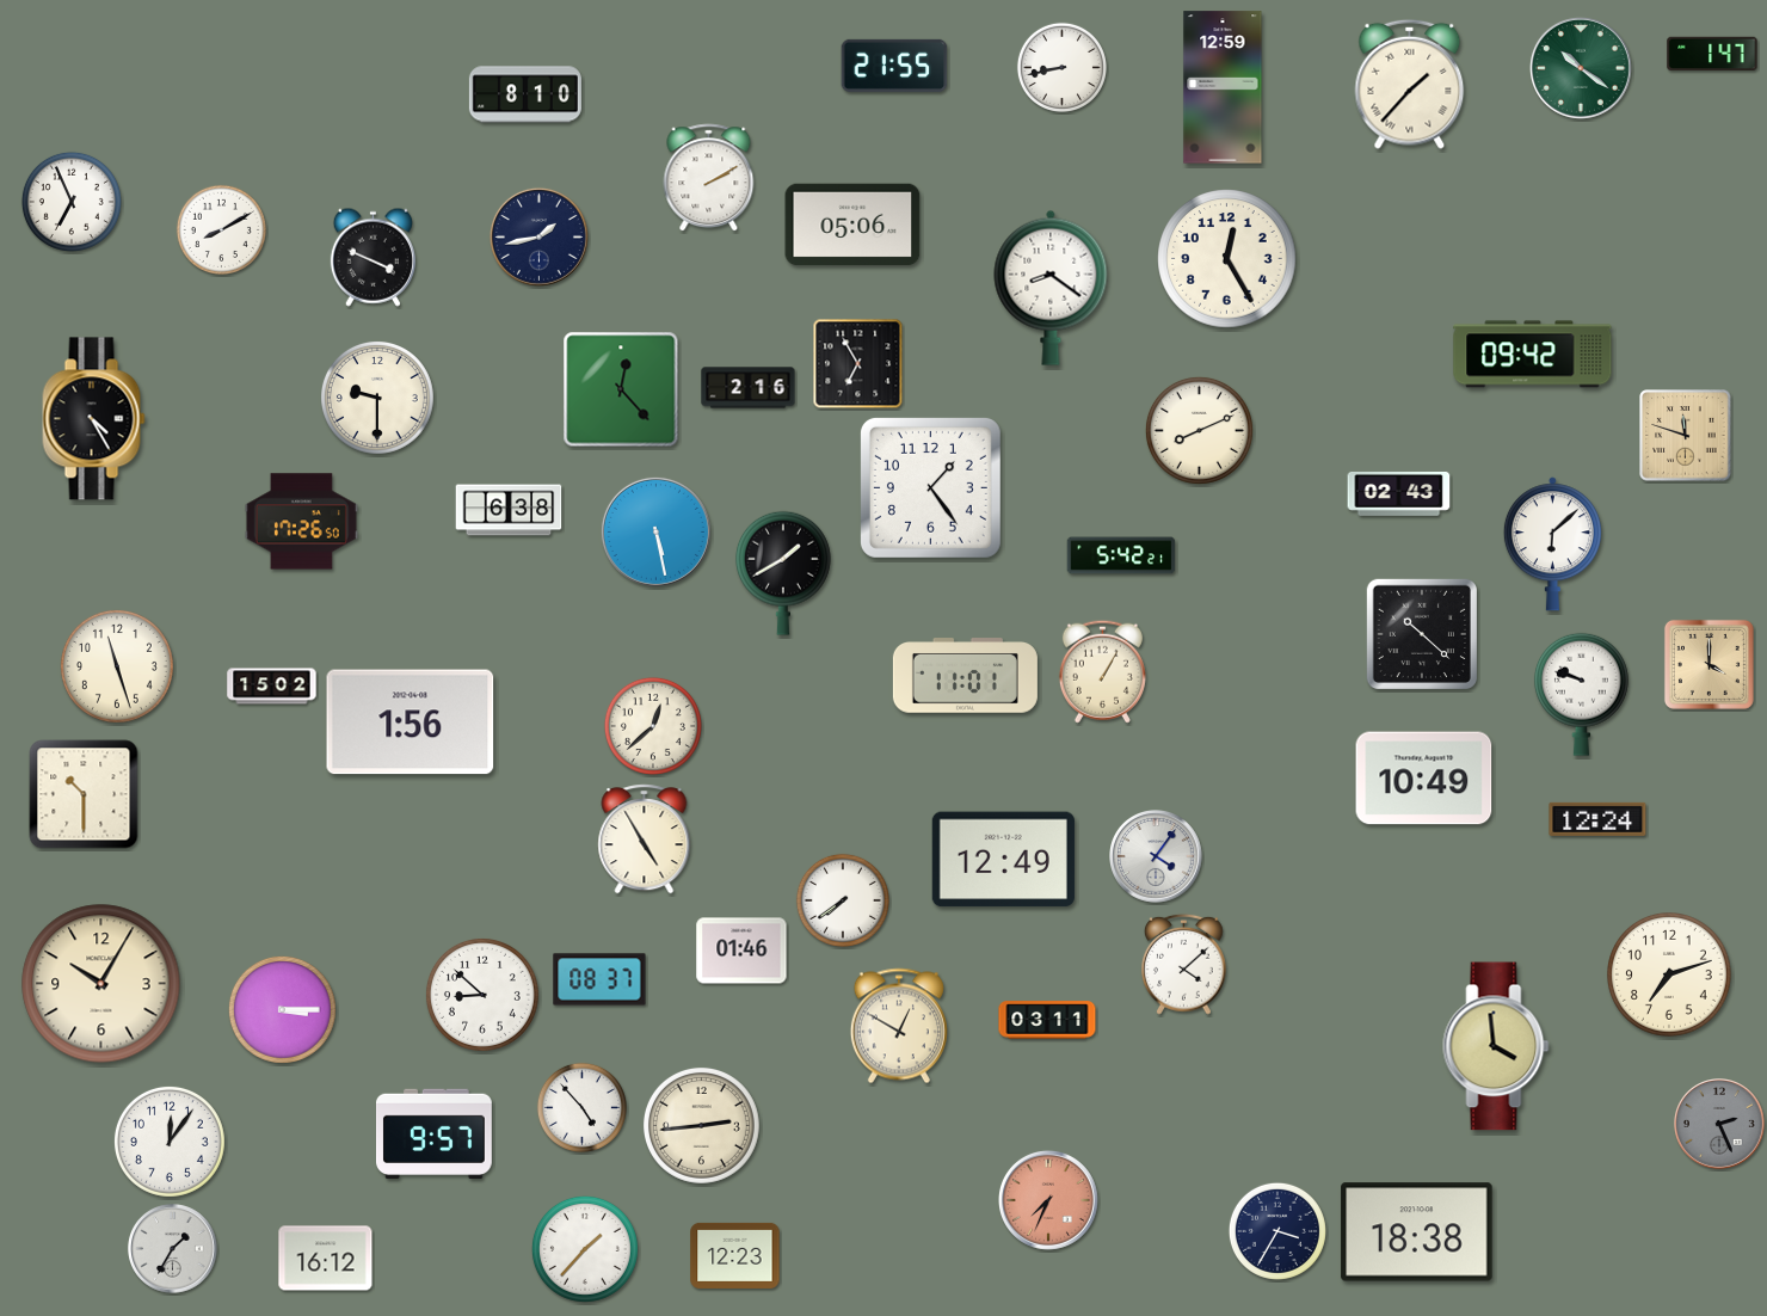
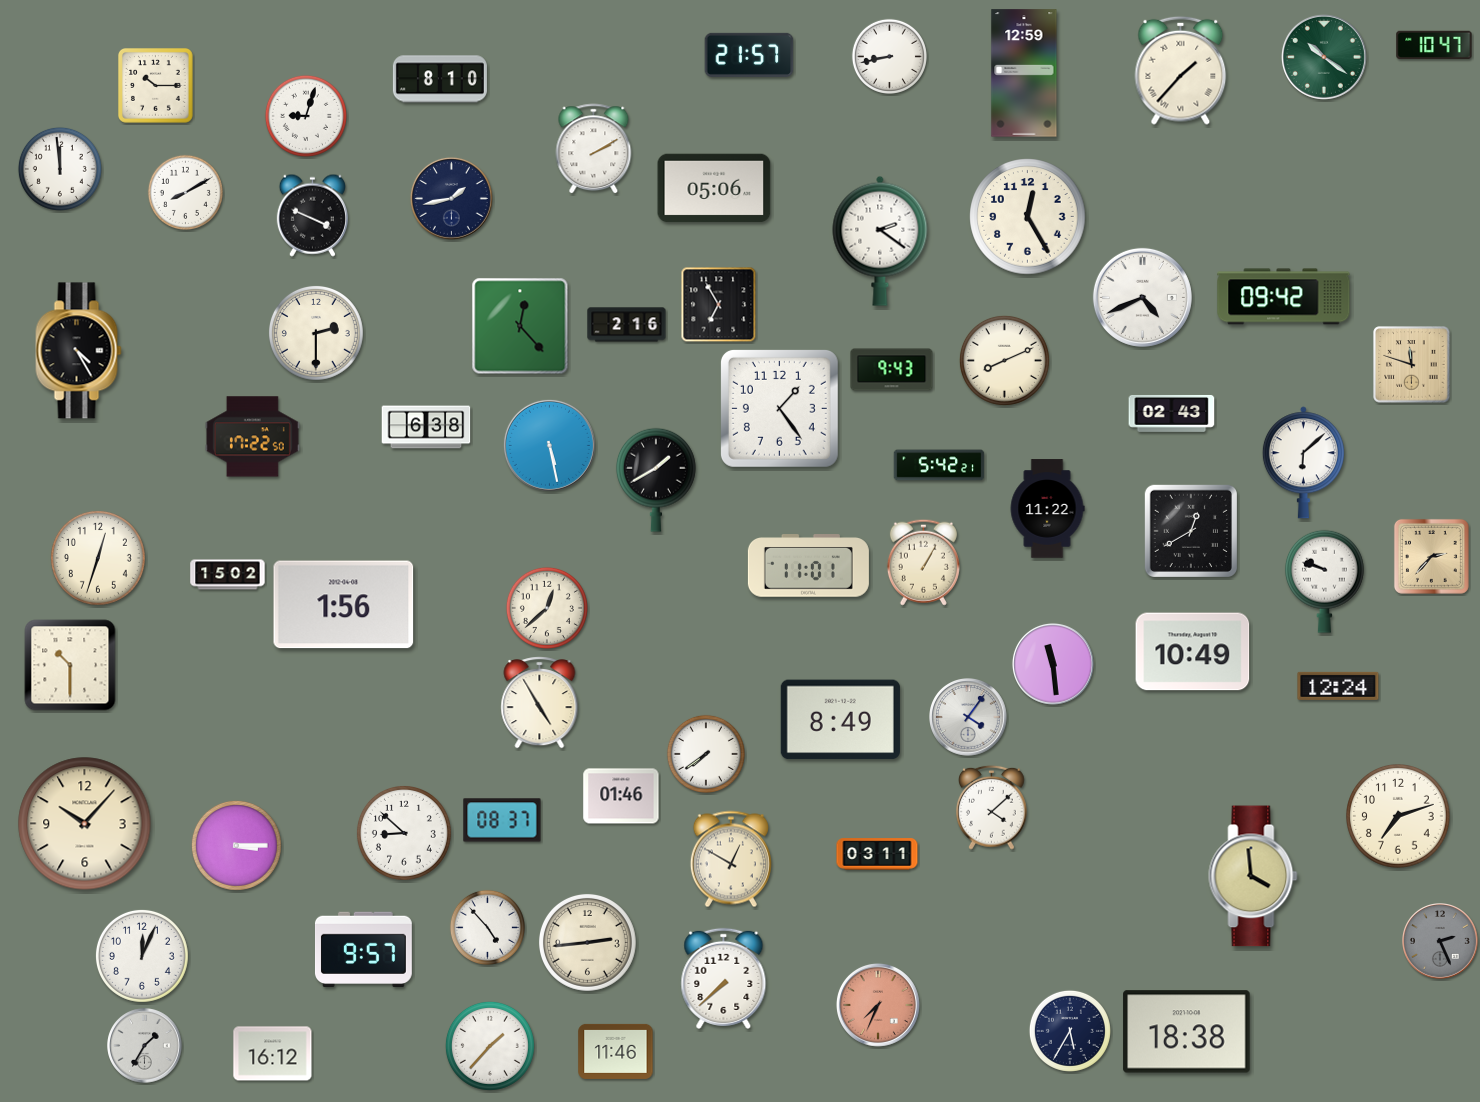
clock at (1712, 53): 1:47 -> 10:47
clock at (894, 66): 21:55 -> 21:57
clock at (156, 86): none -> 10:15
clock at (306, 116): none -> 9:03
clock at (72, 202): 6:56 -> 11:59
clock at (1051, 288): 8:21 -> 2:21
clock at (1142, 297): none -> 4:41
clock at (377, 398): 9:30 -> 2:30
clock at (892, 370): none -> 9:43
clock at (301, 522): 17:26 -> 17:22
clock at (1552, 545) position: (1552, 545) -> (1303, 463)
clock at (1047, 509): none -> 11:22
clock at (1422, 634): 10:22 -> 12:40
clock at (1708, 664): 4:00 -> 2:37
clock at (117, 666): 11:27 -> 12:33
clock at (1053, 664): none -> 11:29
clock at (1003, 860): 12:49 -> 8:49
clock at (101, 984): 10:05 -> 10:07
clock at (899, 1026) position: (899, 1026) -> (731, 859)
clock at (170, 1142): 12:06 -> 12:04
clock at (724, 978): none -> 7:38
clock at (1277, 1231): 3:35 -> 5:35
clock at (735, 1255): 12:23 -> 11:46
